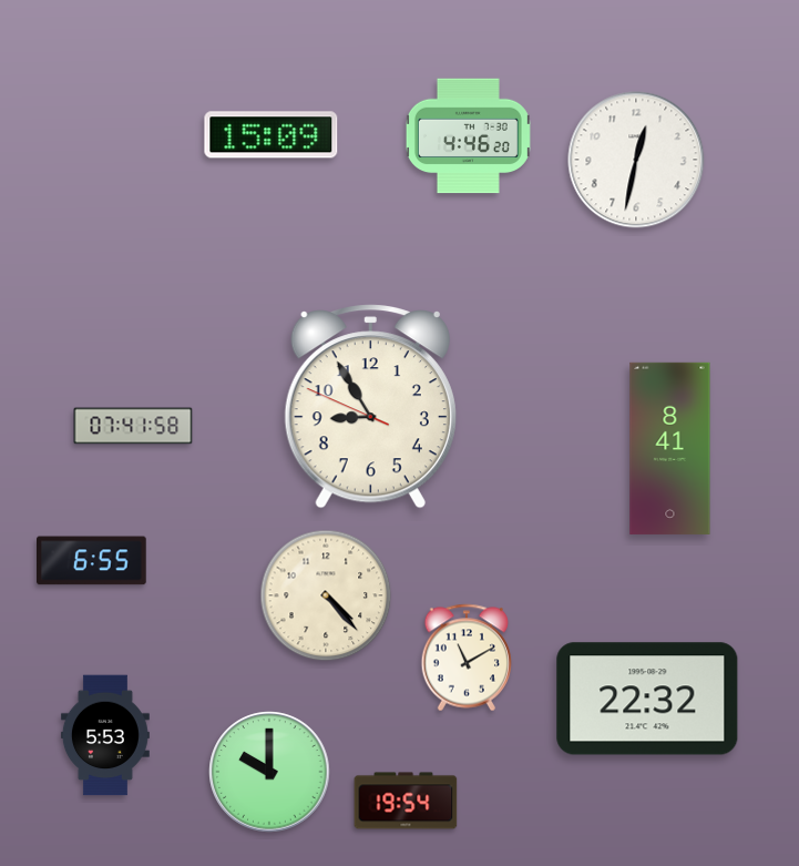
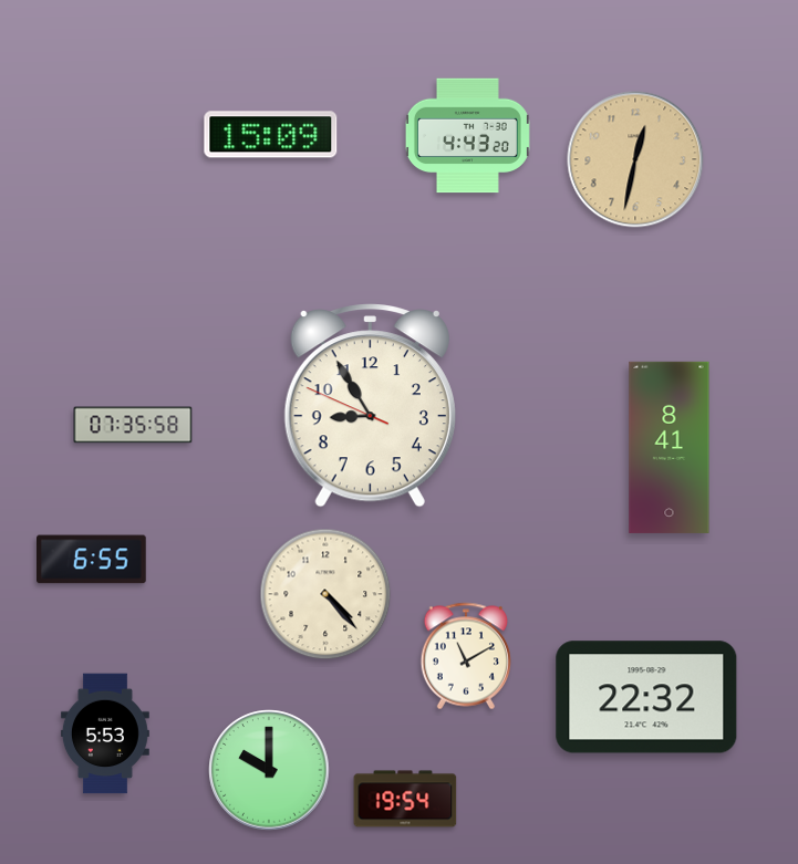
clock at (468, 136): 4:46 -> 4:43
clock at (636, 160) dial: white -> champagne
clock at (133, 426): 07:41 -> 07:35
